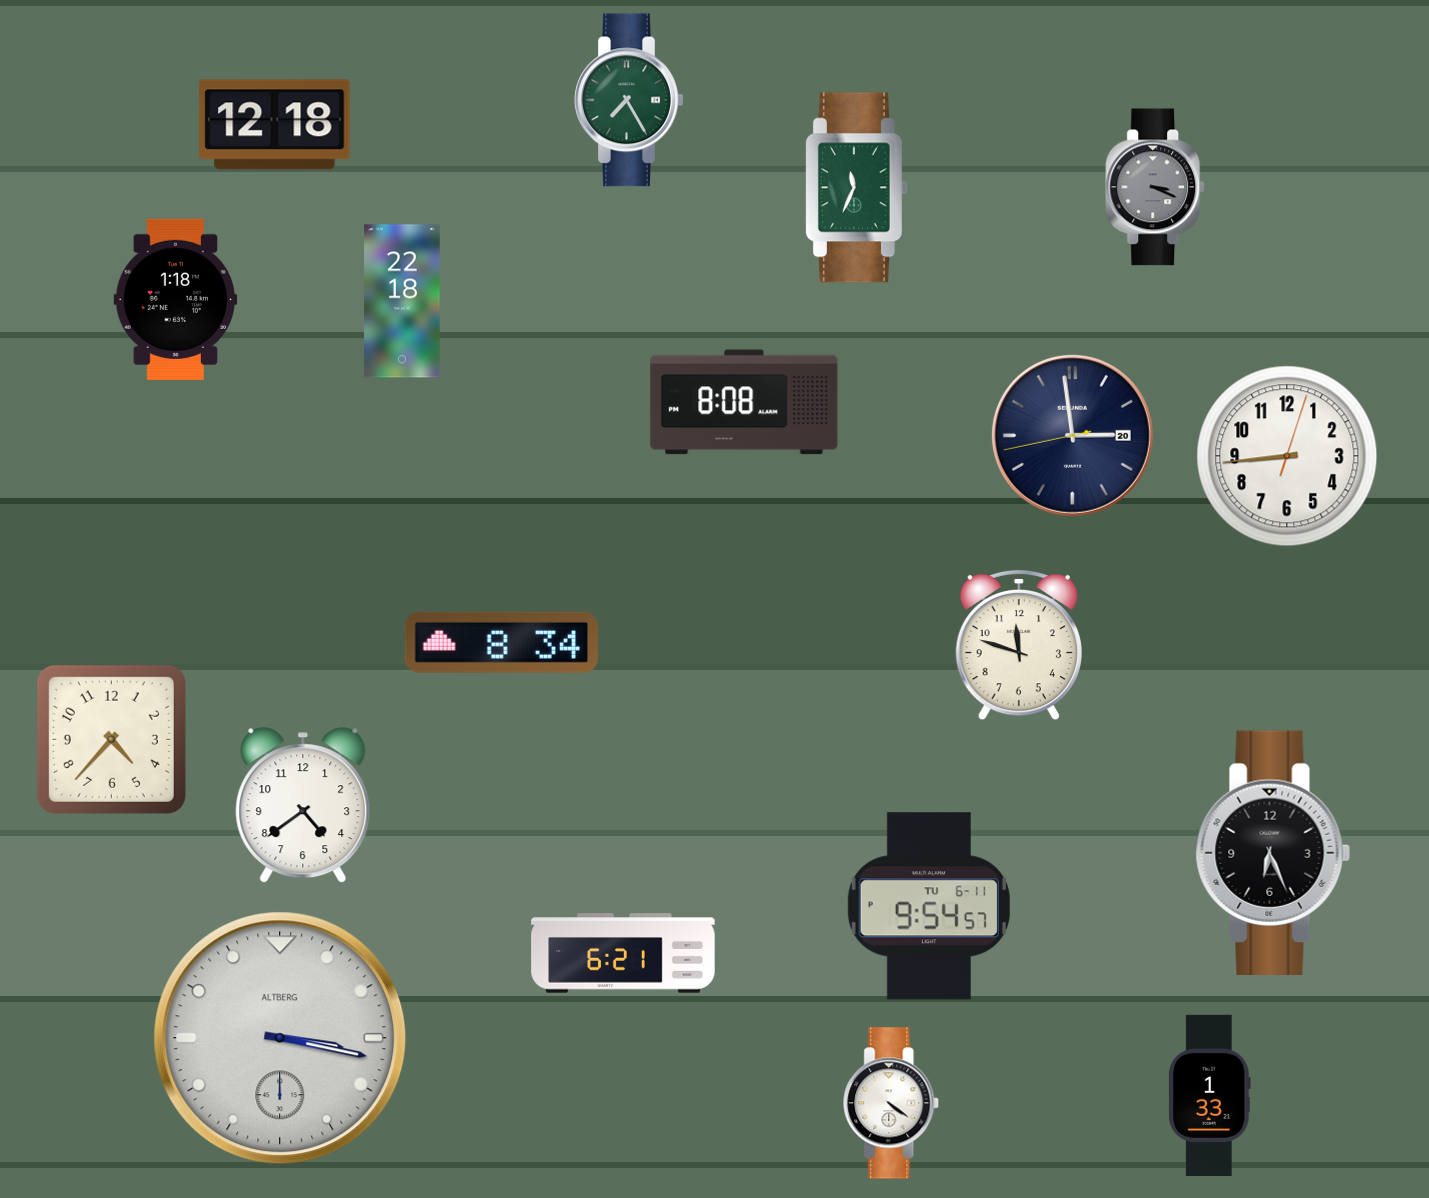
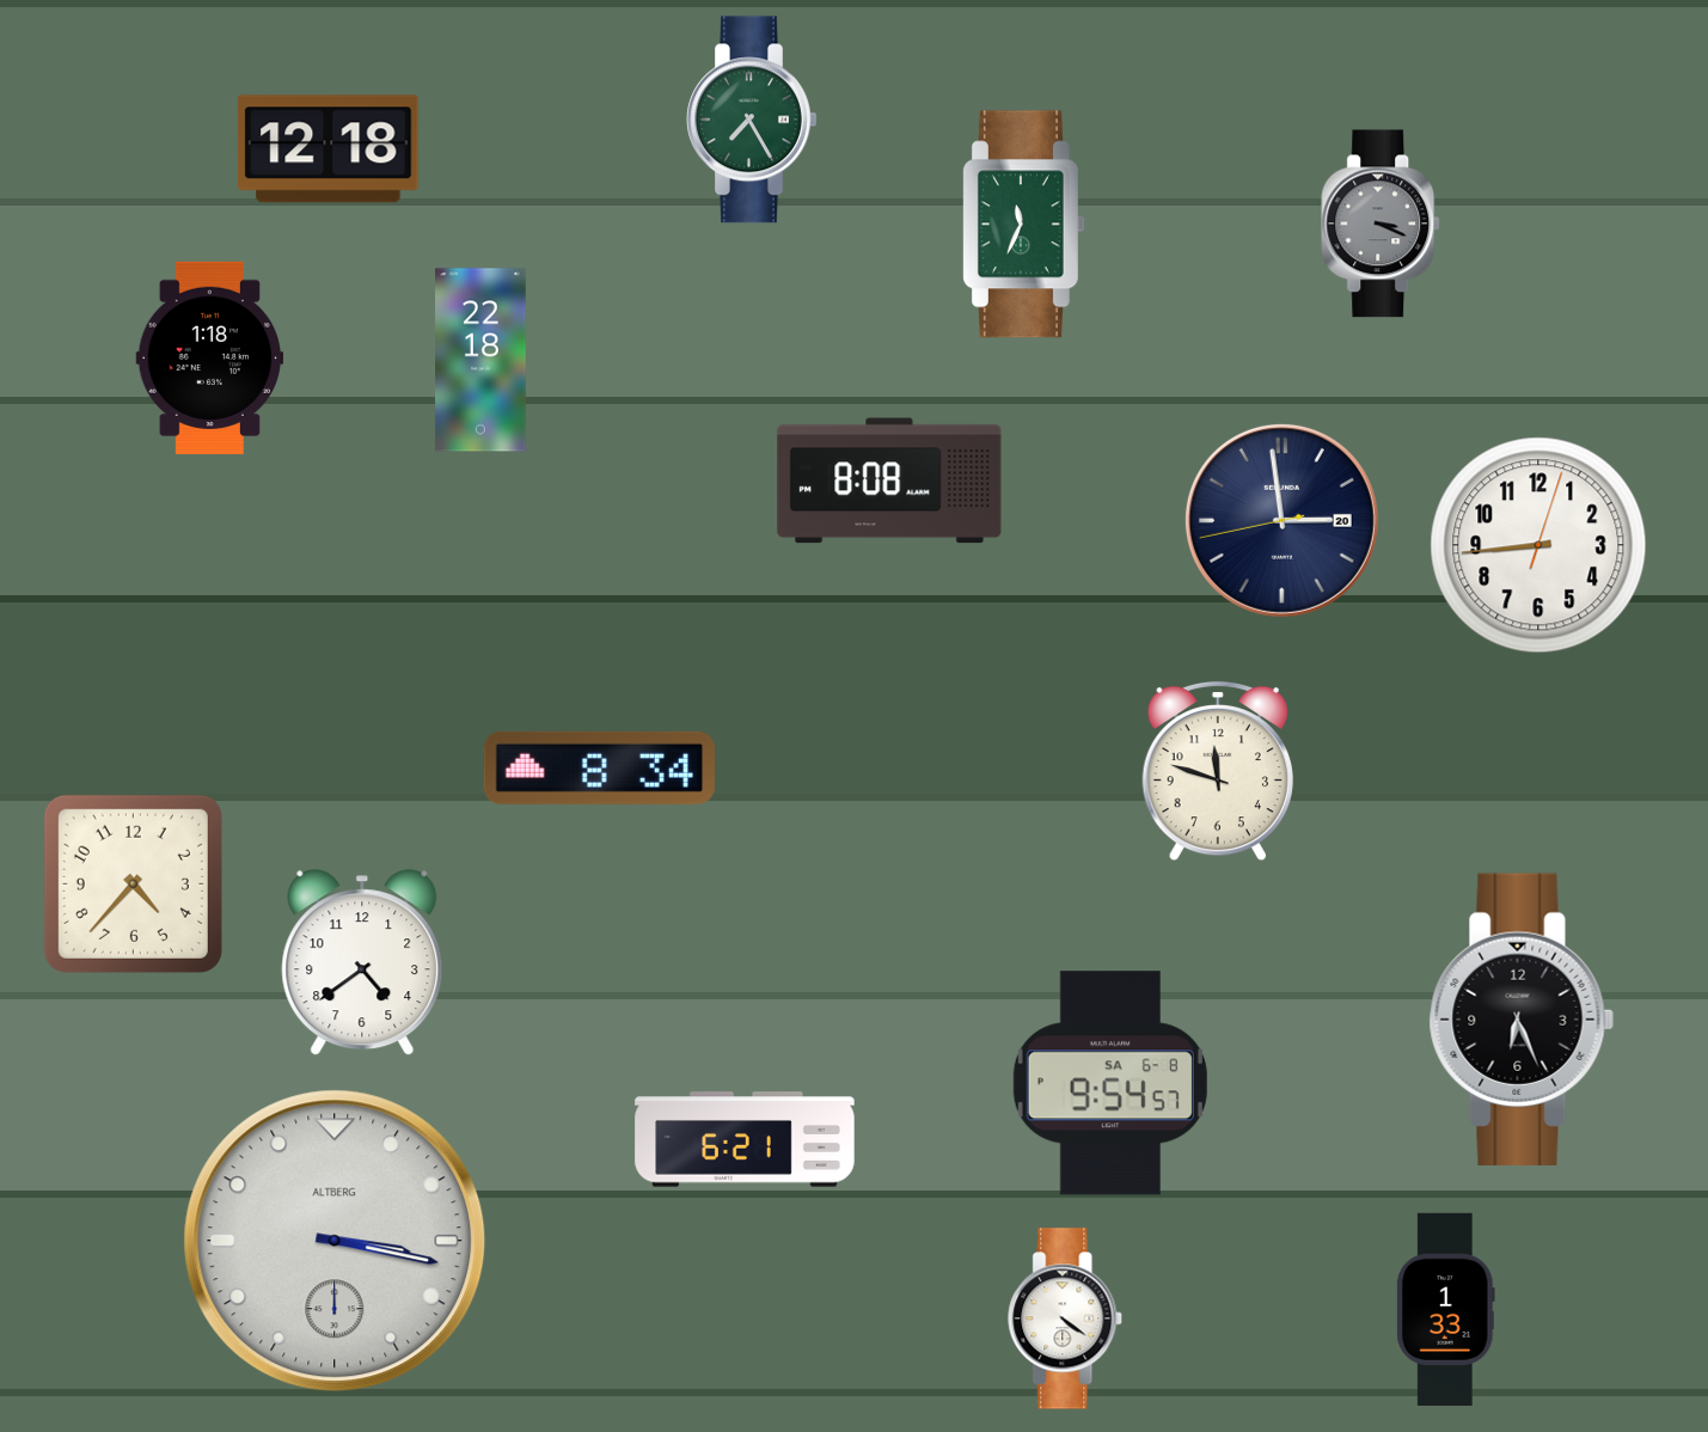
clock at (929, 906) date: TU 6-11 -> SA 6-8
